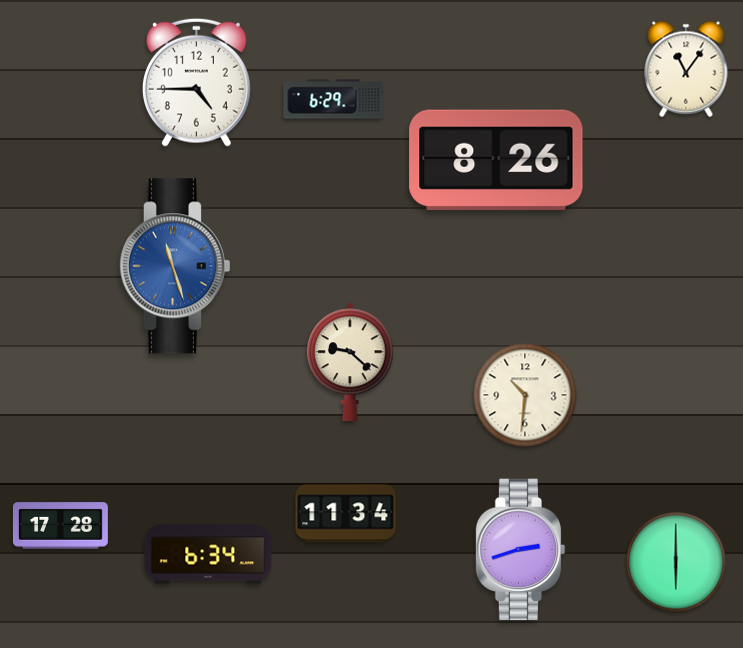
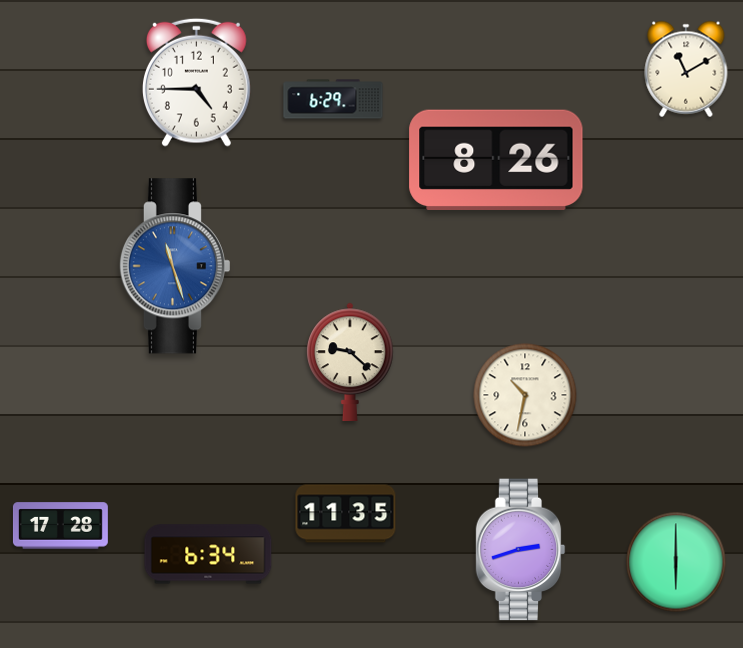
clock at (686, 69): 11:06 -> 11:10
clock at (525, 395): 10:31 -> 10:32
clock at (346, 514): 11:34 -> 11:35
